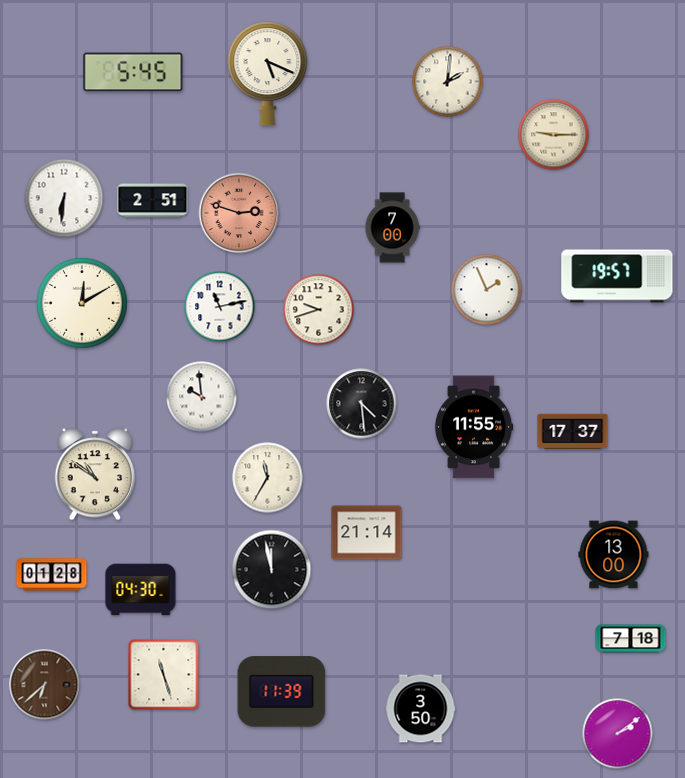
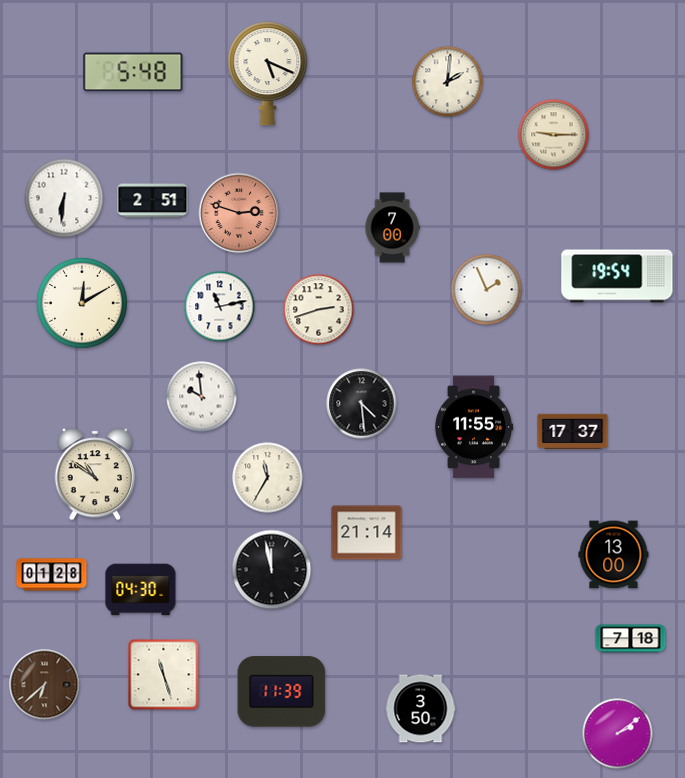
clock at (133, 72): 5:45 -> 5:48
clock at (617, 276): 19:57 -> 19:54
clock at (319, 310): 9:42 -> 2:42
